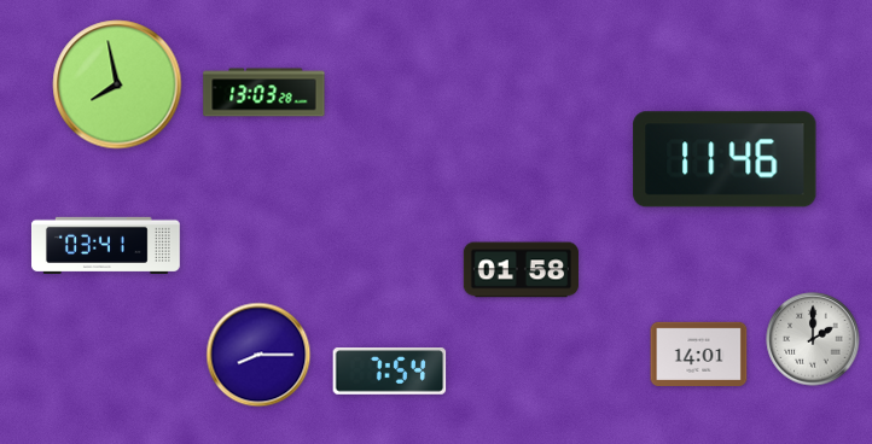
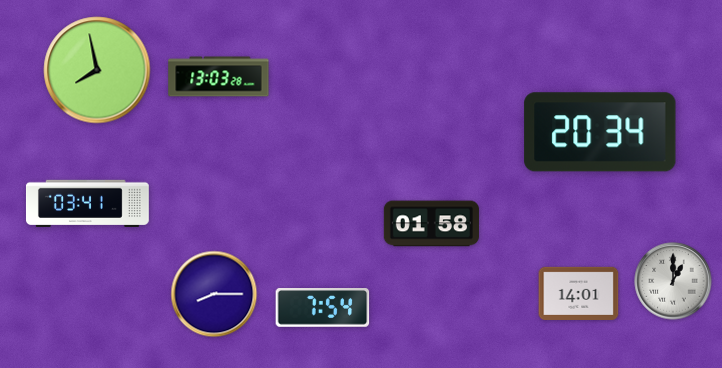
clock at (725, 159): 11:46 -> 20:34
clock at (813, 339): 2:00 -> 1:00
